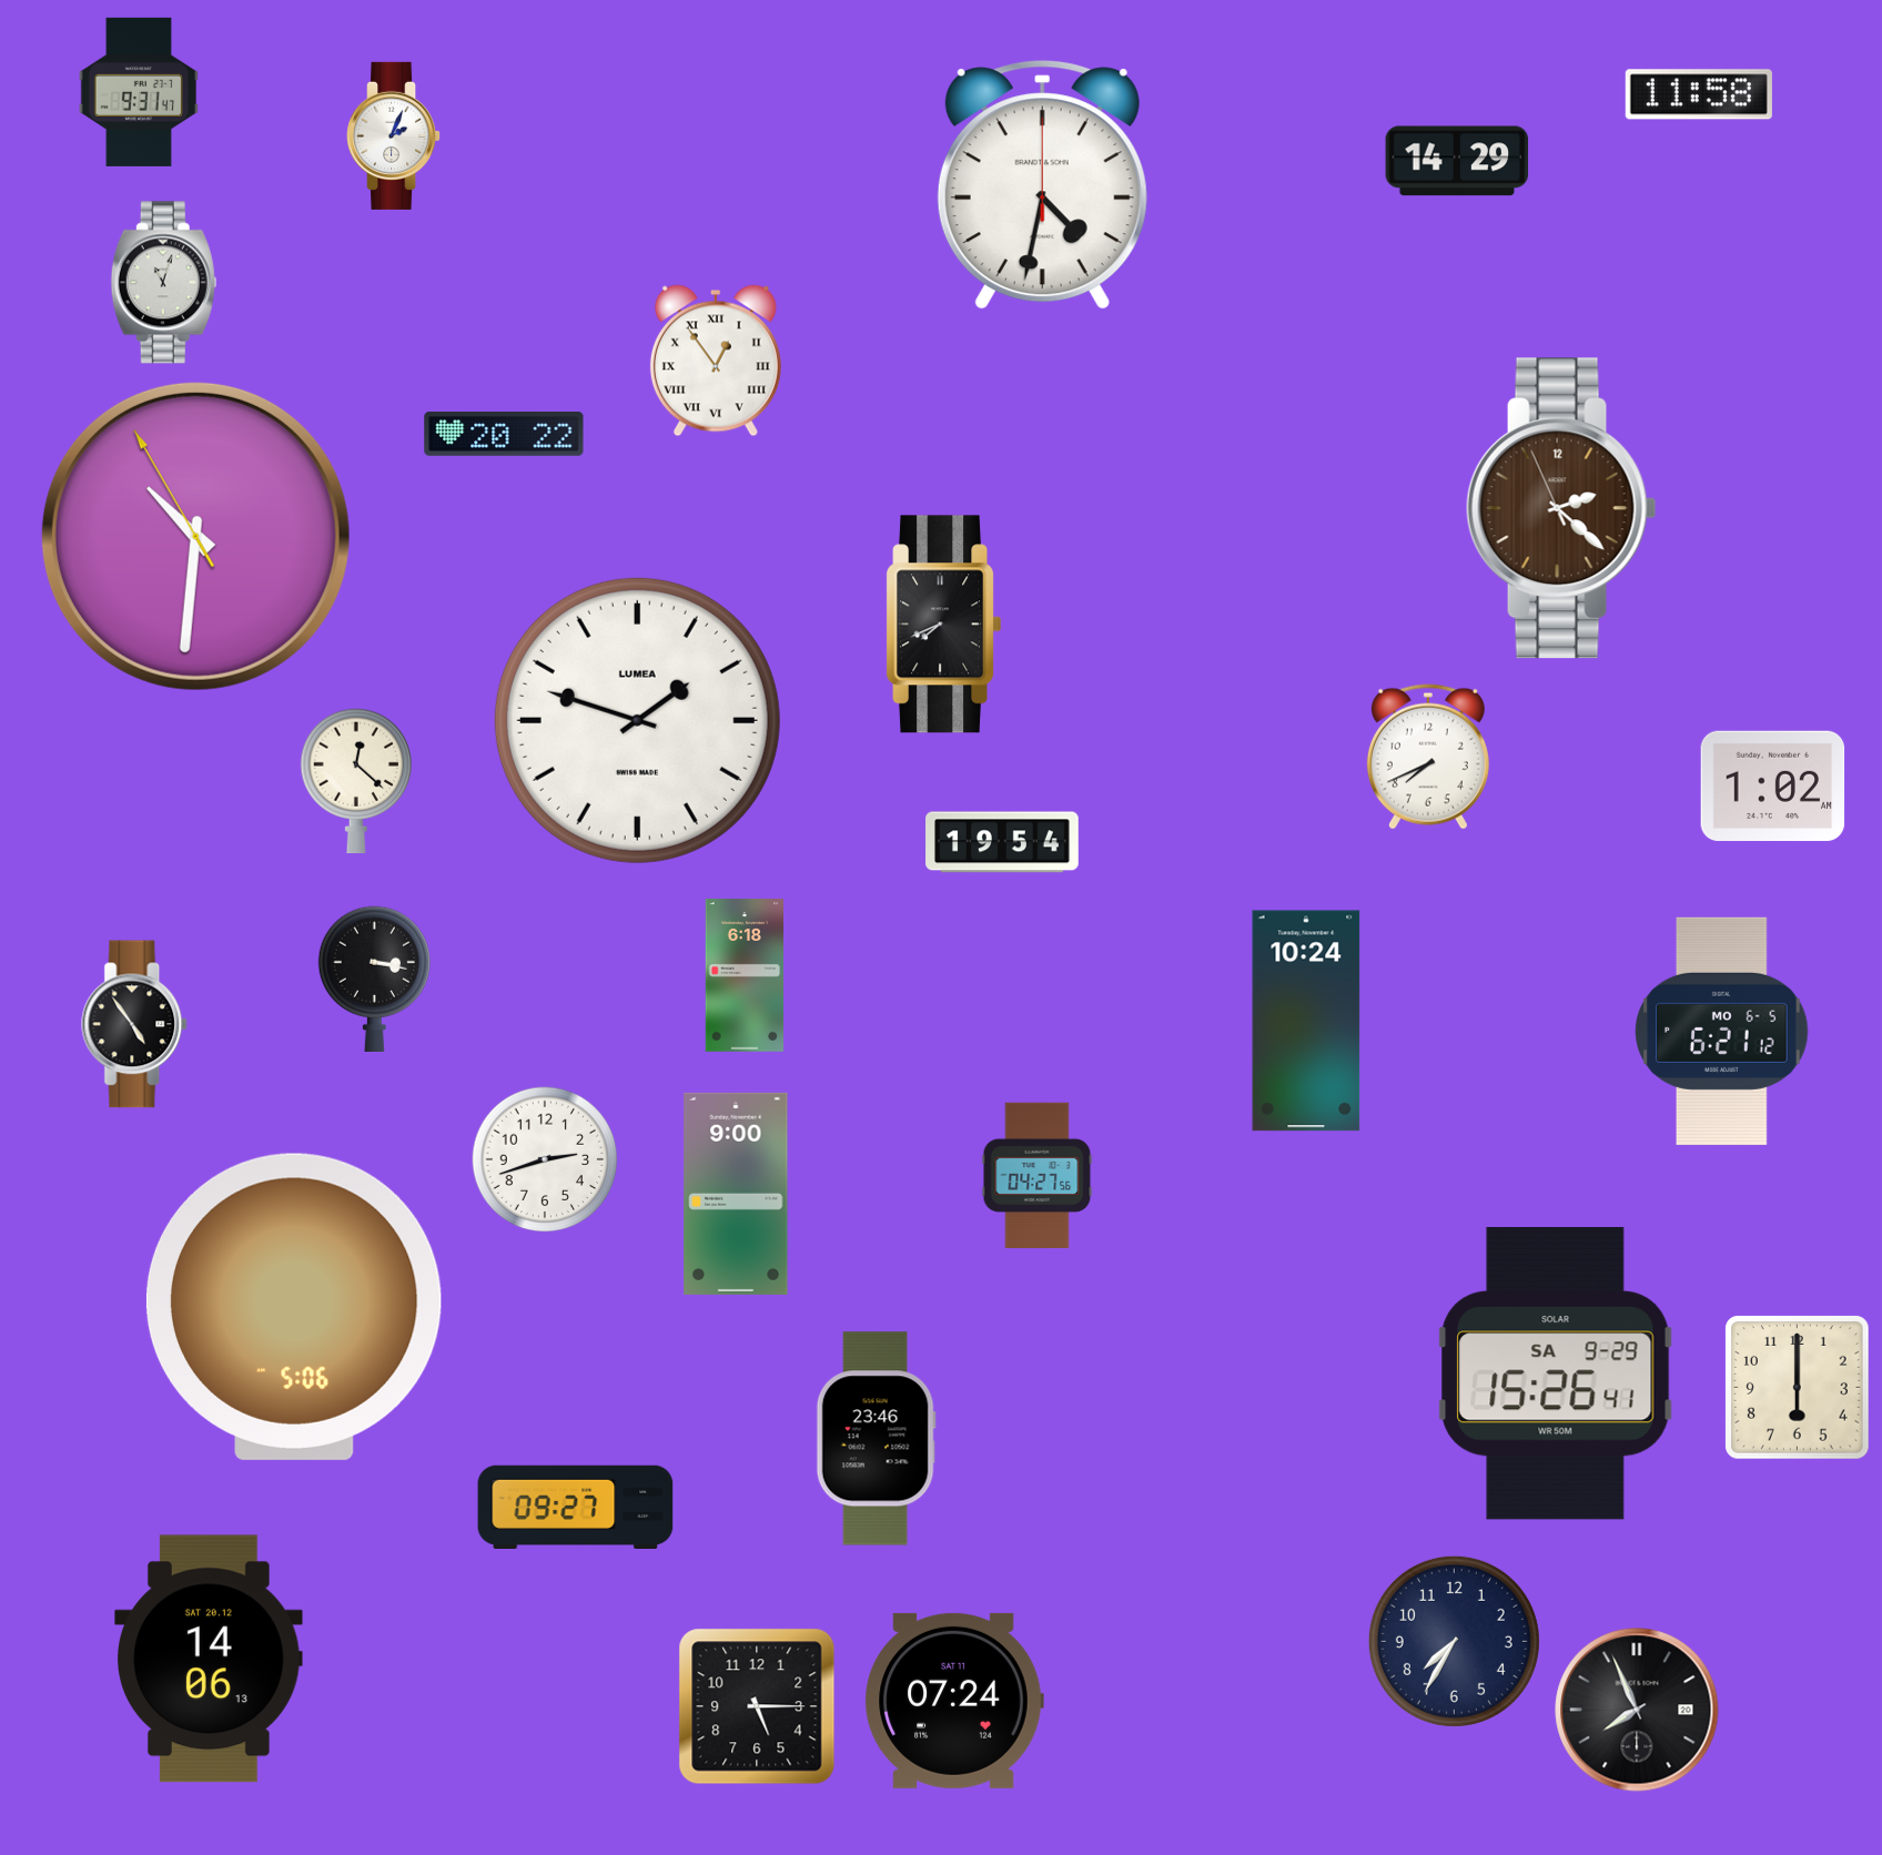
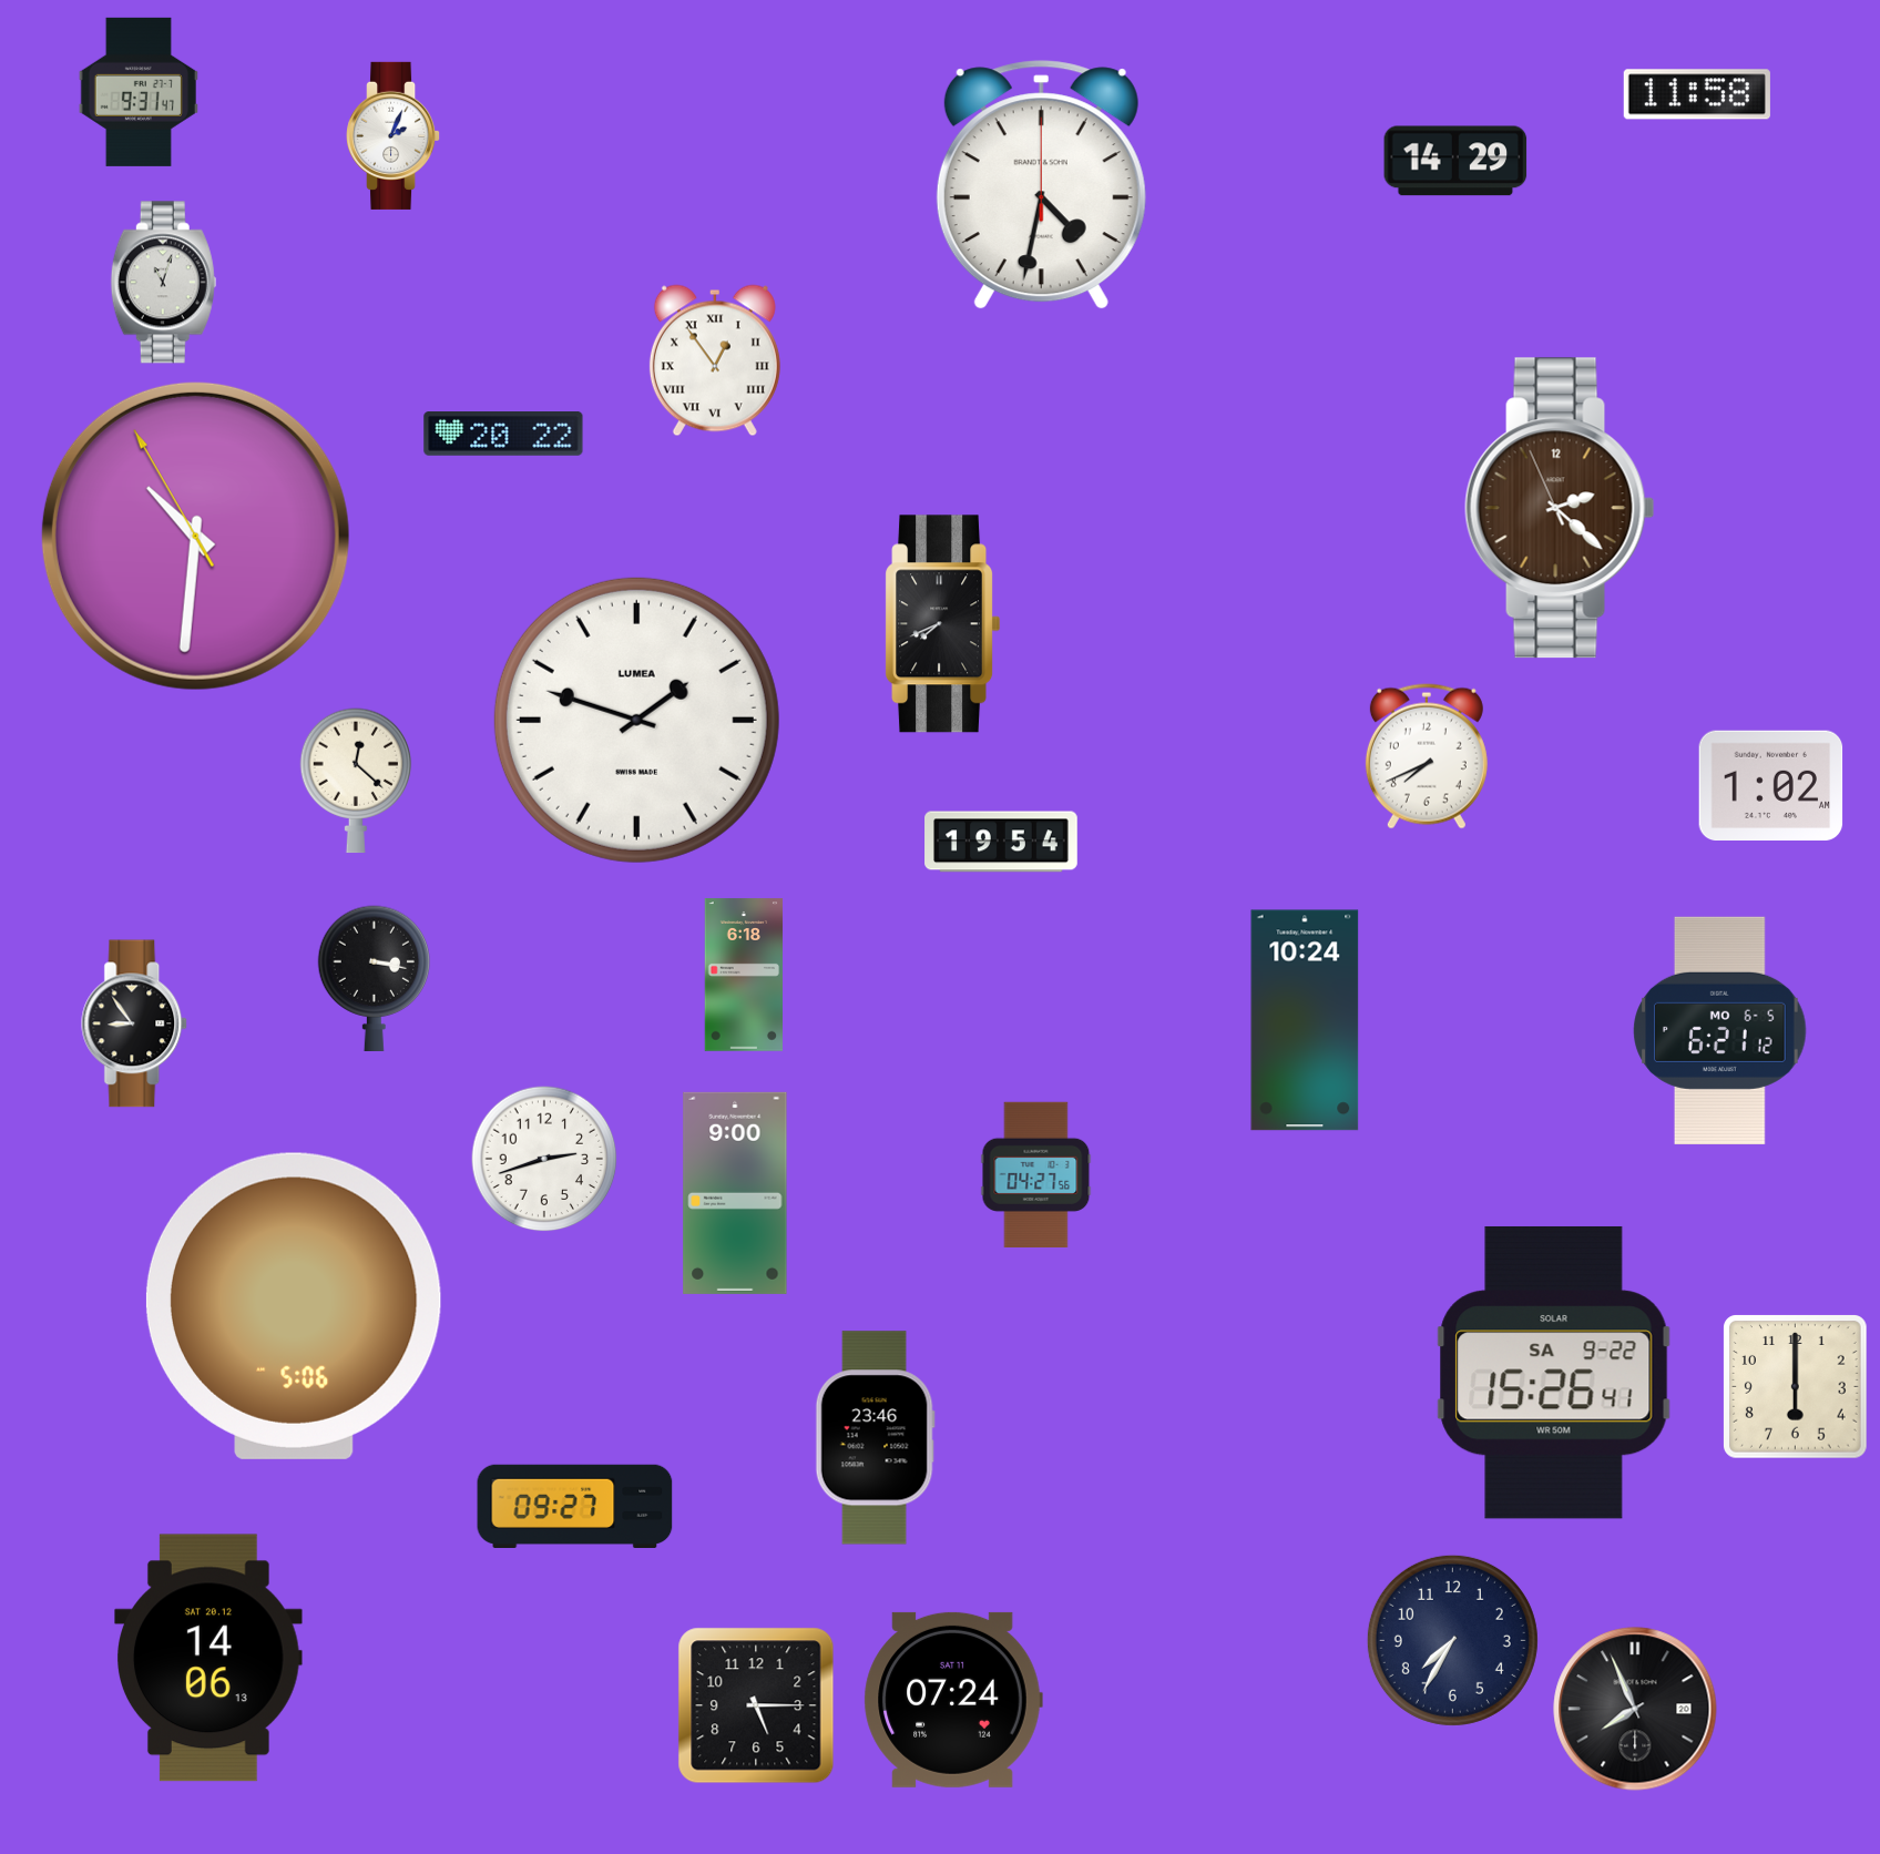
clock at (135, 1024): 4:54 -> 8:54
clock at (1556, 1373) date: SA 9-29 -> SA 9-22
